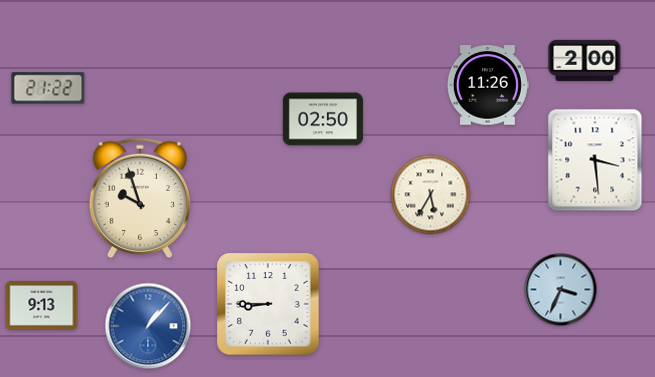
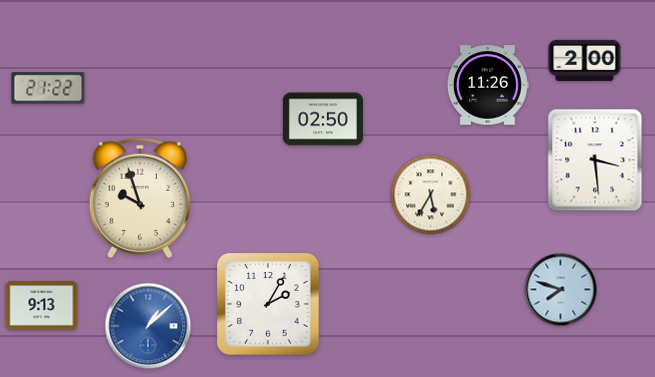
clock at (561, 290): 3:34 -> 7:48
clock at (268, 304): 8:45 -> 2:05
clock at (148, 326): 1:07 -> 1:08
